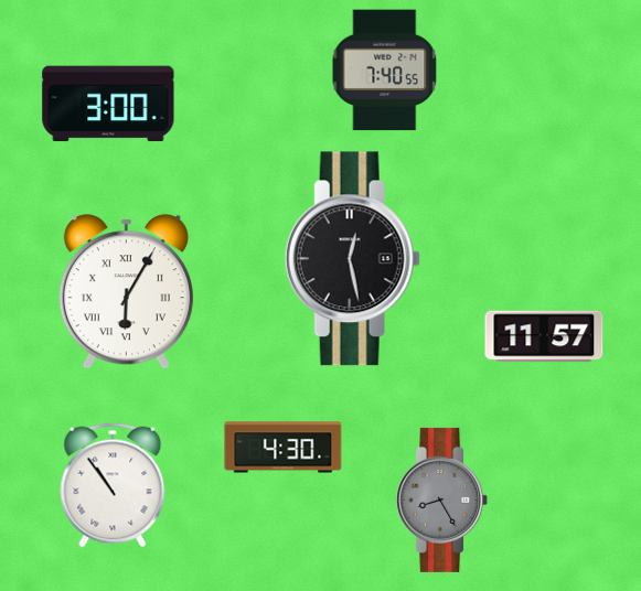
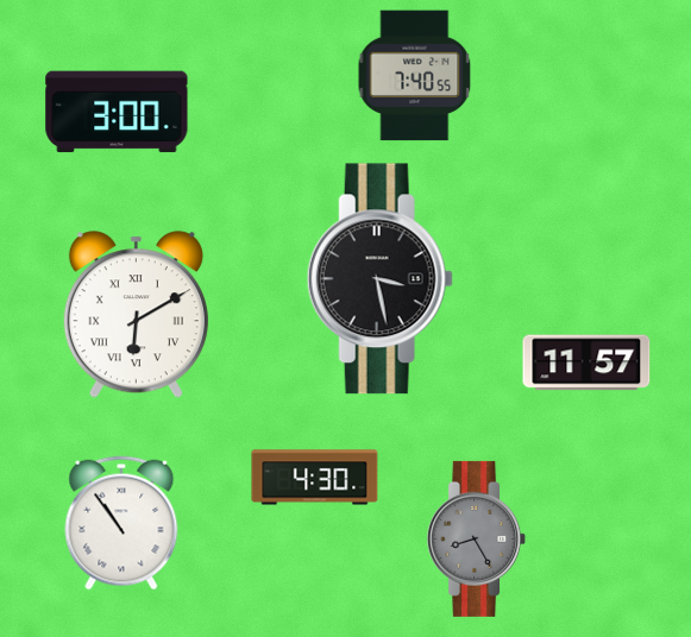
clock at (352, 259): 12:28 -> 3:28
clock at (126, 292): 6:05 -> 6:10
clock at (284, 448) position: (284, 448) -> (315, 478)
